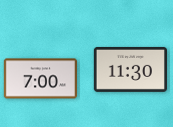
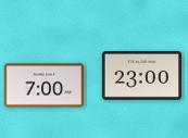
clock at (130, 69): 11:30 -> 23:00
